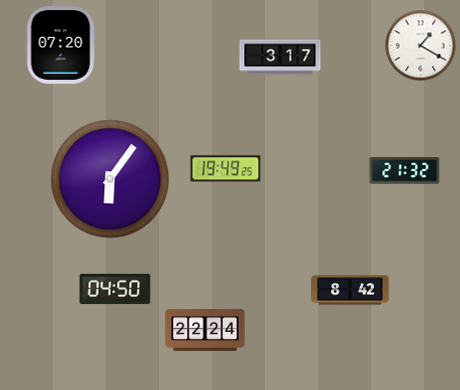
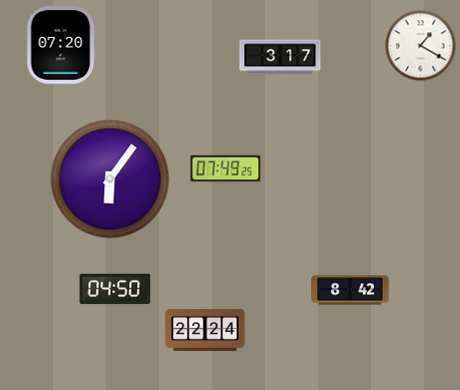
clock at (226, 169): 19:49 -> 07:49
clock at (405, 171): 21:32 -> none
